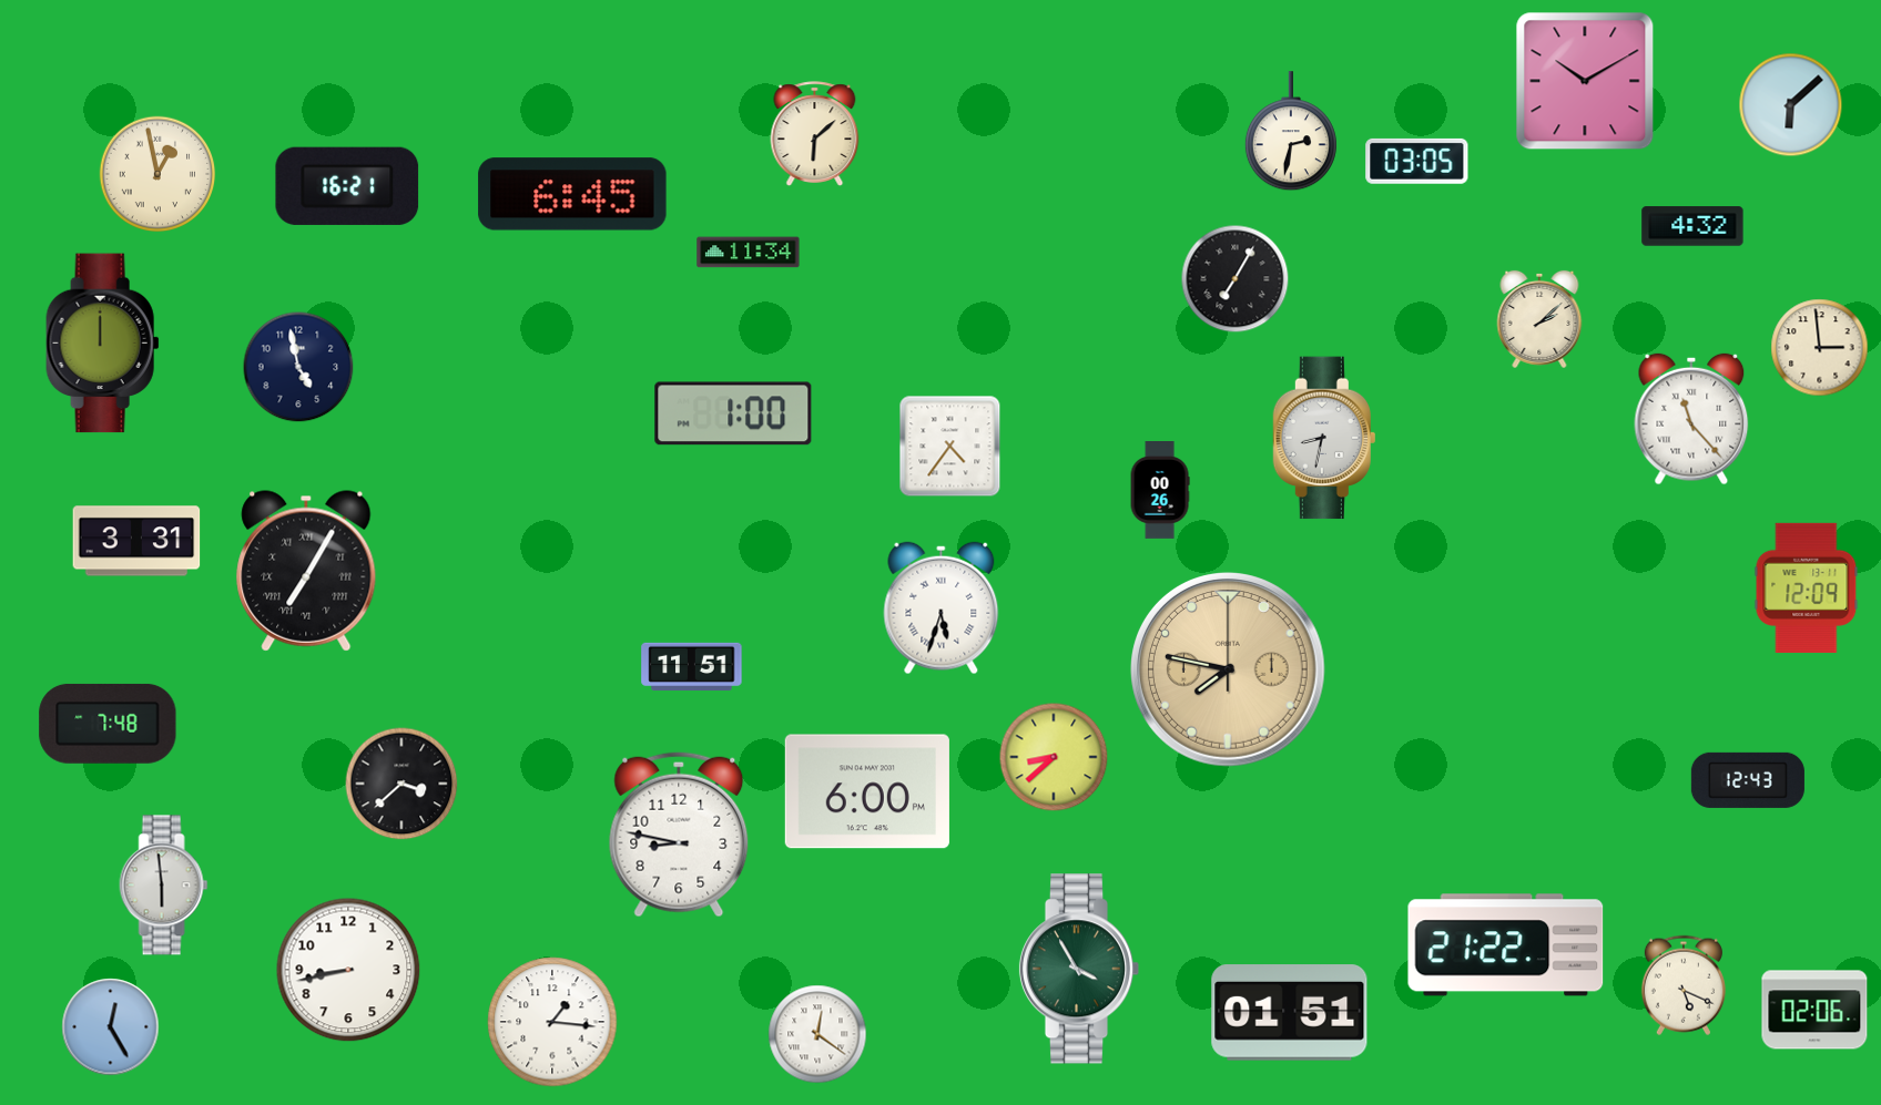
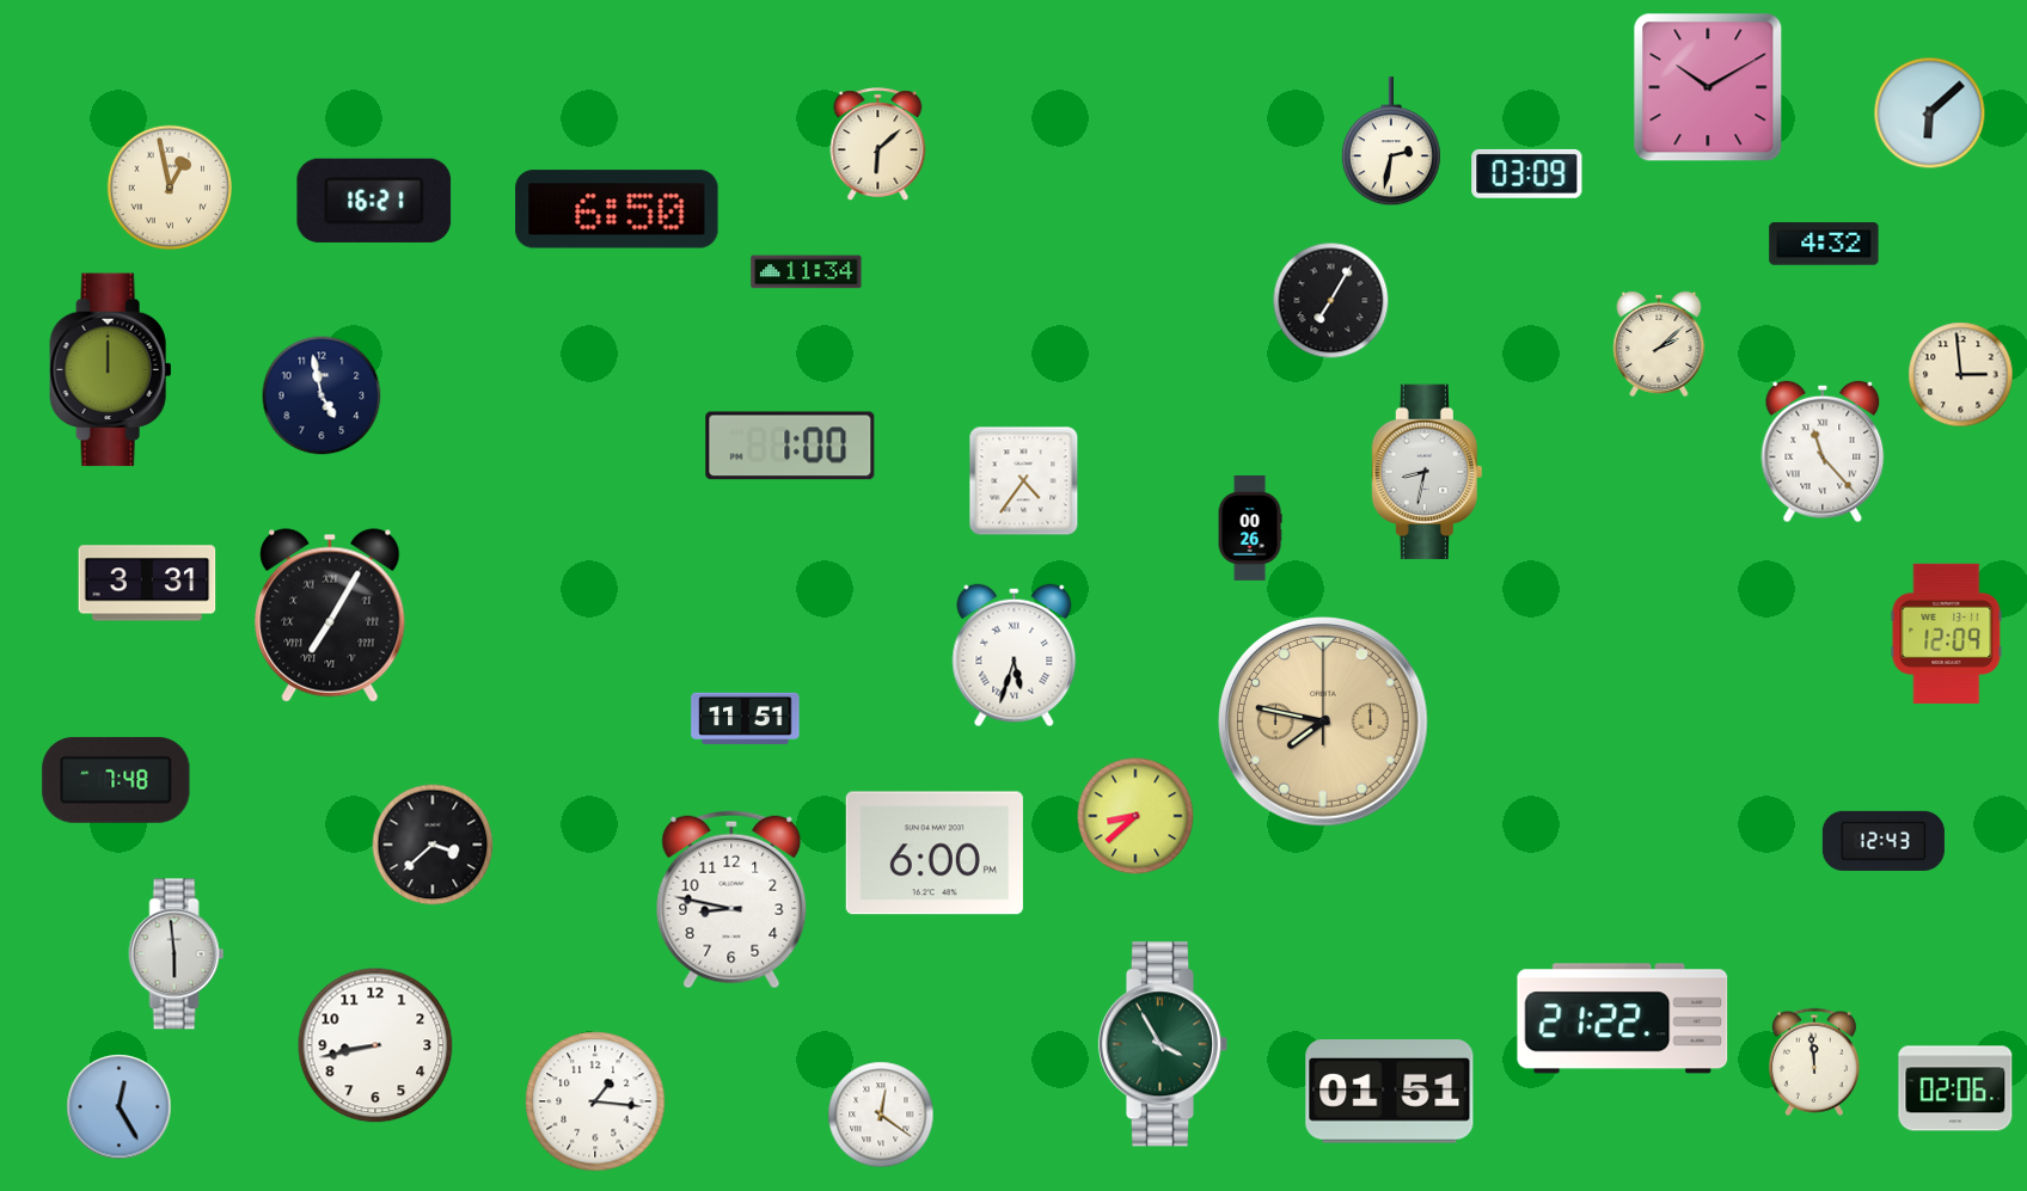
clock at (1417, 161): 03:05 -> 03:09
clock at (572, 194): 6:45 -> 6:50
clock at (1684, 985): 5:19 -> 11:59
